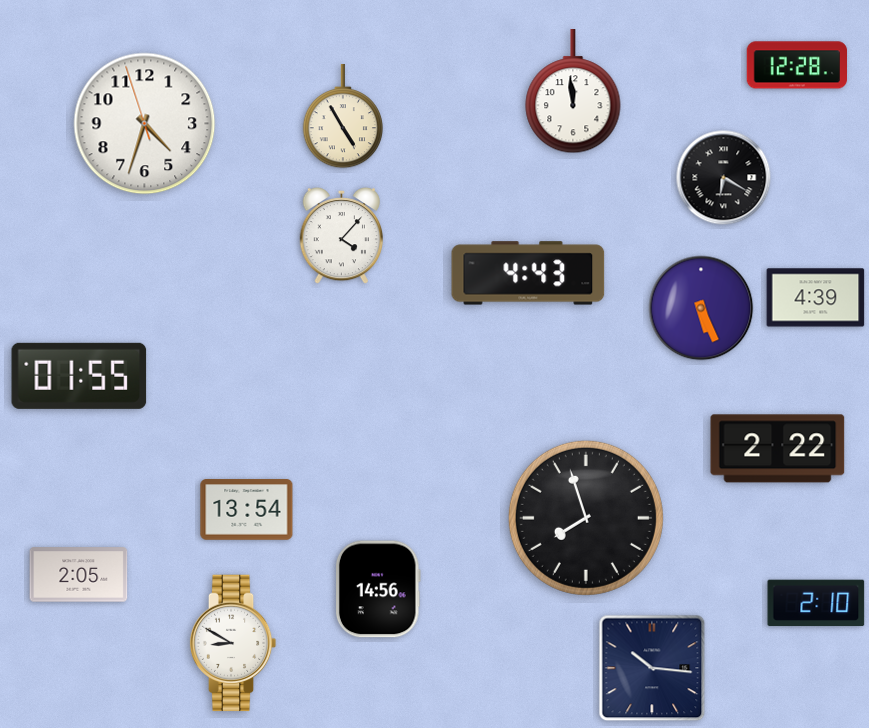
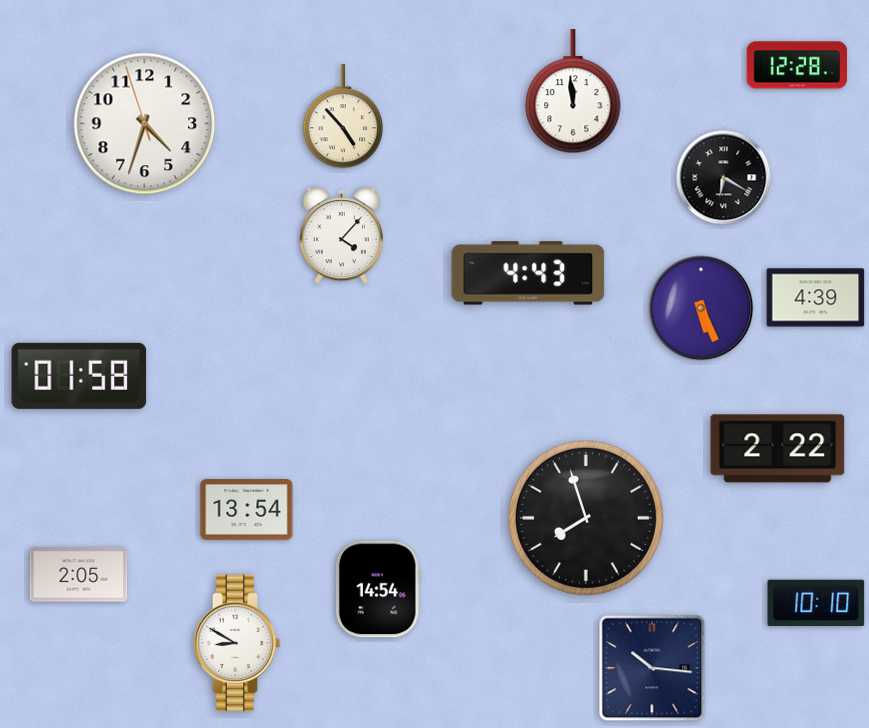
clock at (342, 116): 4:55 -> 4:53
clock at (79, 376): 01:55 -> 01:58
clock at (378, 589): 14:56 -> 14:54
clock at (816, 603): 2:10 -> 10:10
clock at (233, 643) position: (233, 643) -> (237, 643)
